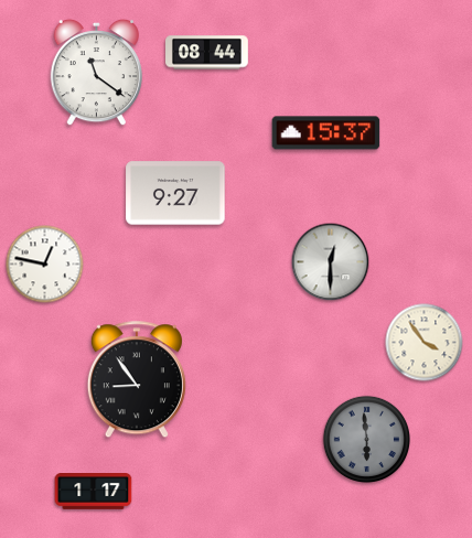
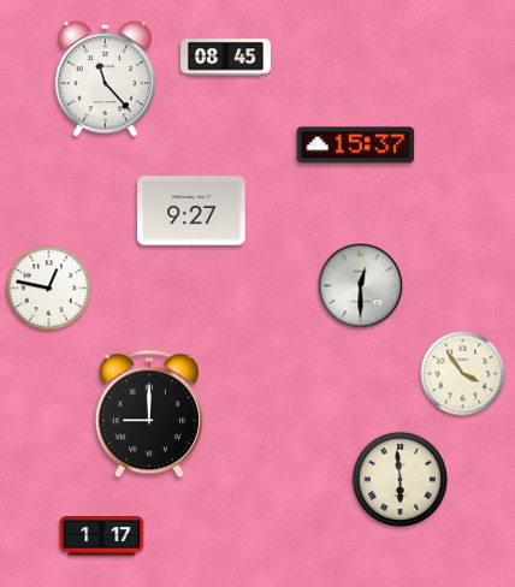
clock at (207, 53): 08:44 -> 08:45
clock at (96, 73): 11:21 -> 11:23
clock at (137, 380): 8:54 -> 9:00
clock at (367, 440) dial: grey -> cream
